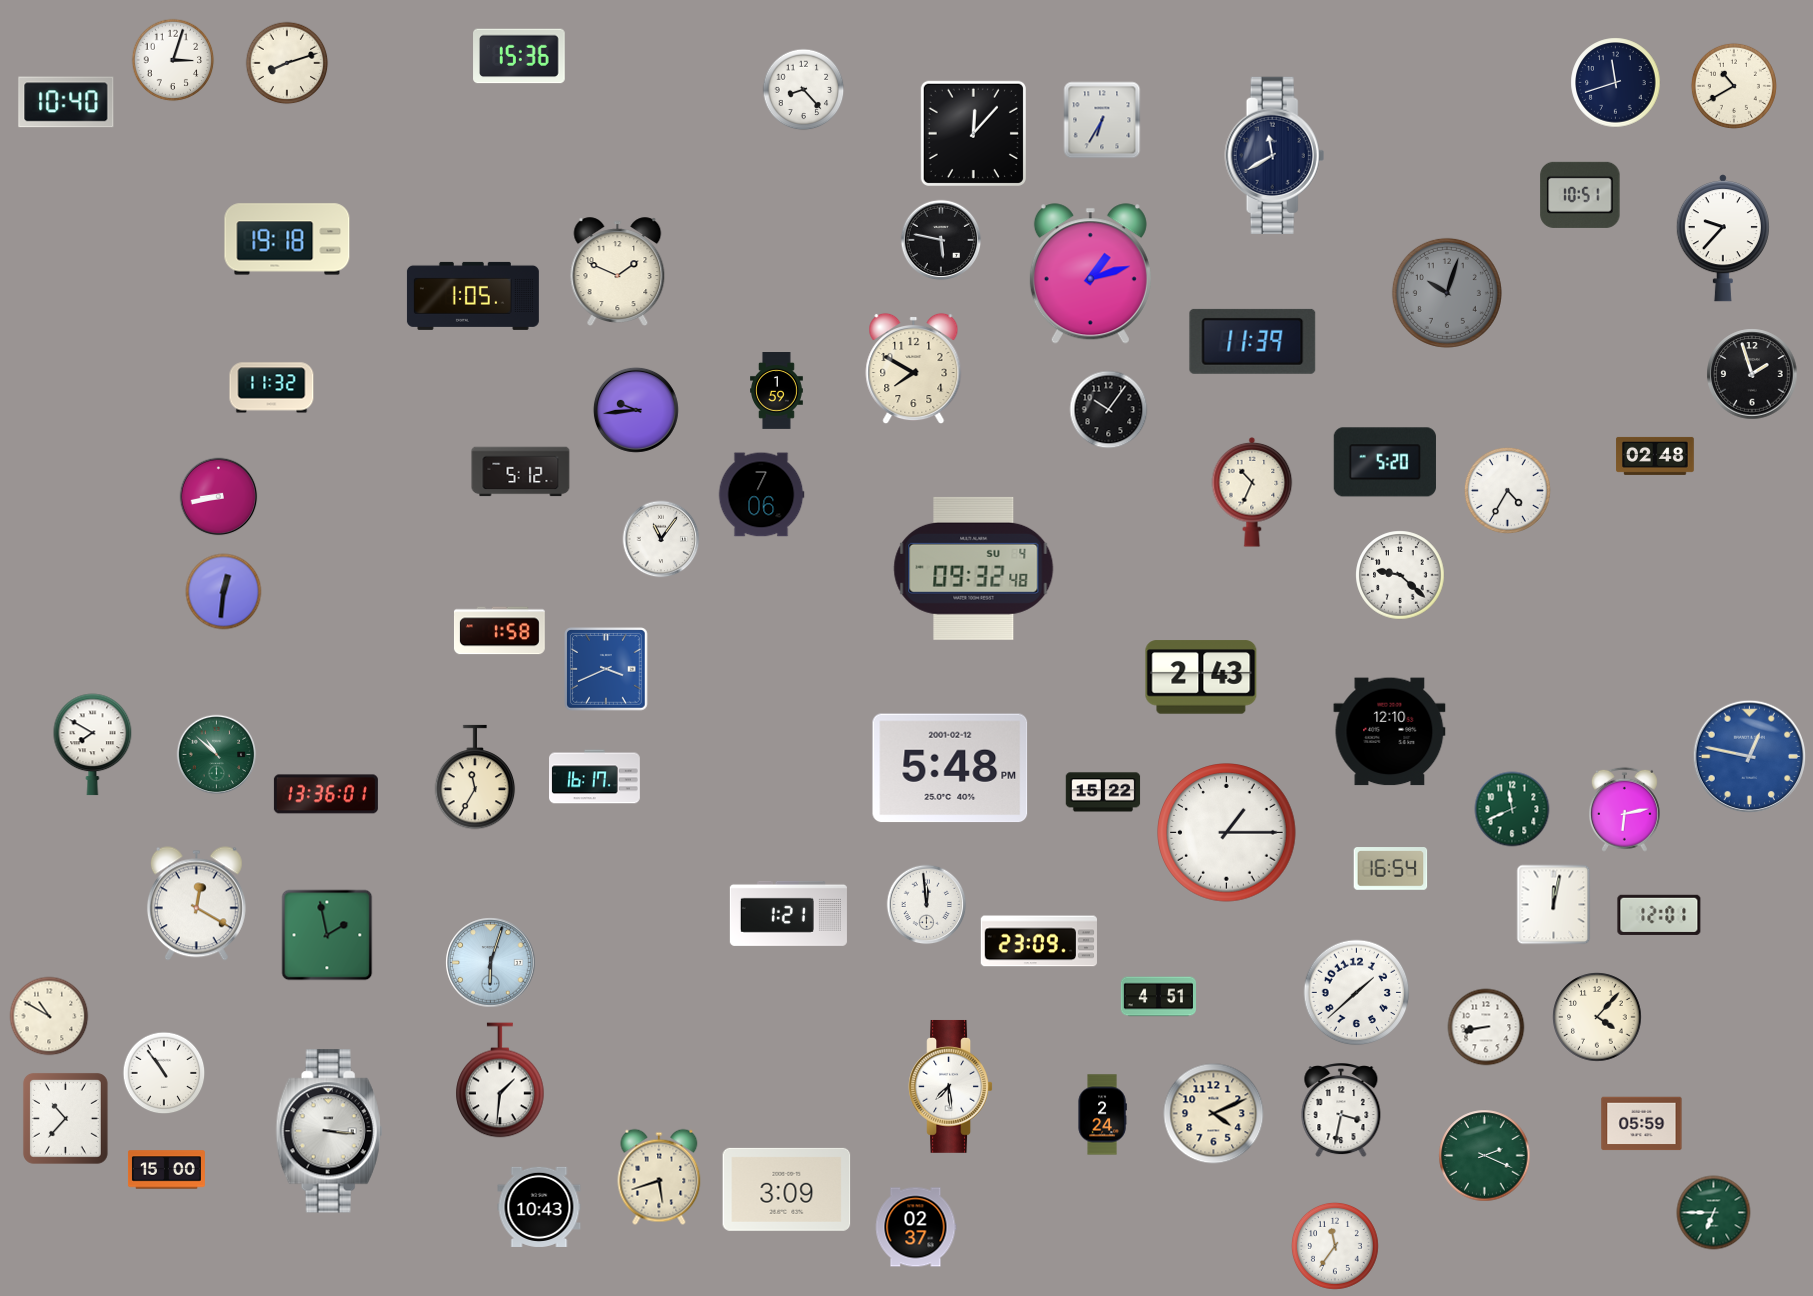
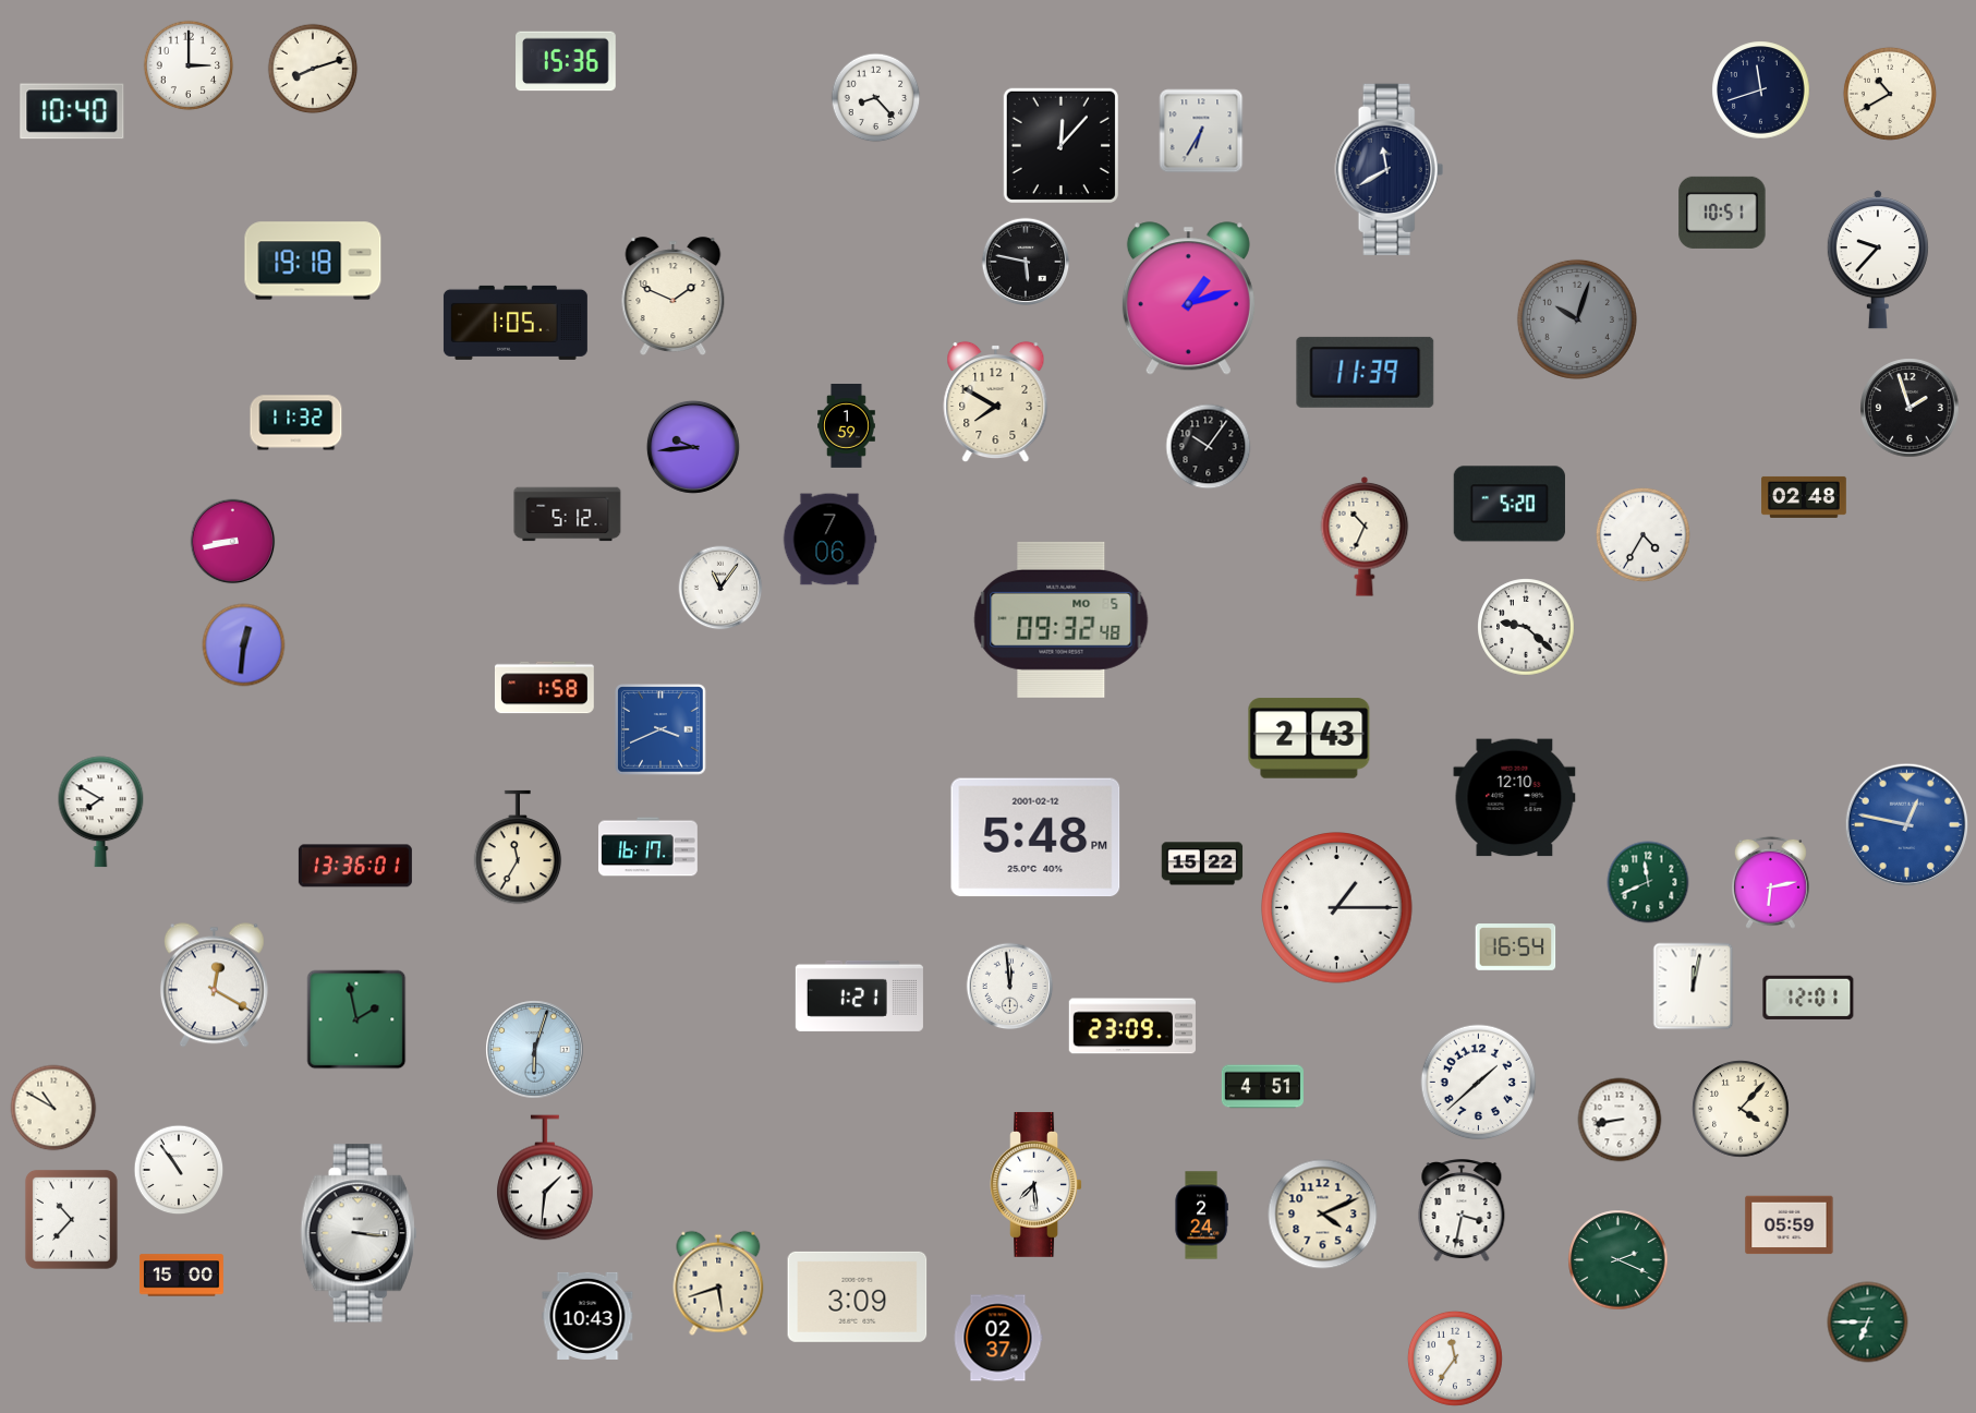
clock at (173, 60): 3:03 -> 3:00
clock at (219, 497) position: (219, 497) -> (233, 542)
clock at (974, 568) date: SU 4 -> MO 5
clock at (217, 755): 10:52 -> none
